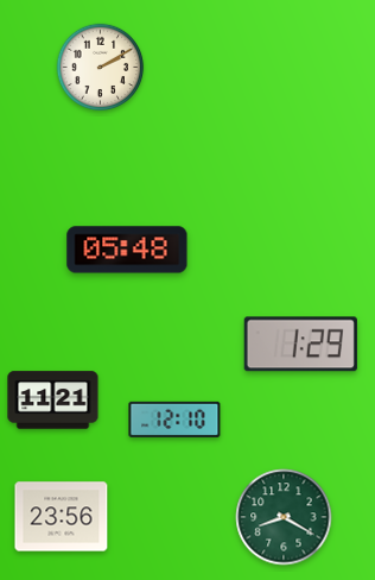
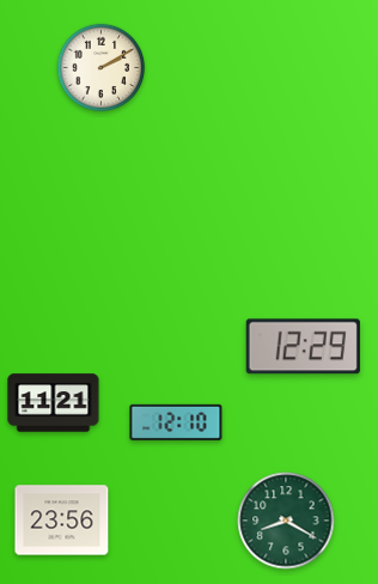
clock at (127, 250): 05:48 -> none
clock at (300, 345): 1:29 -> 12:29
